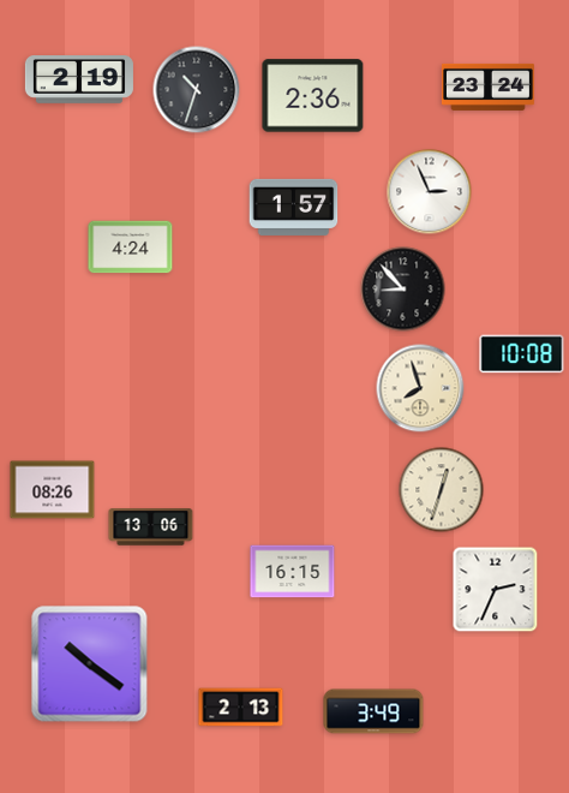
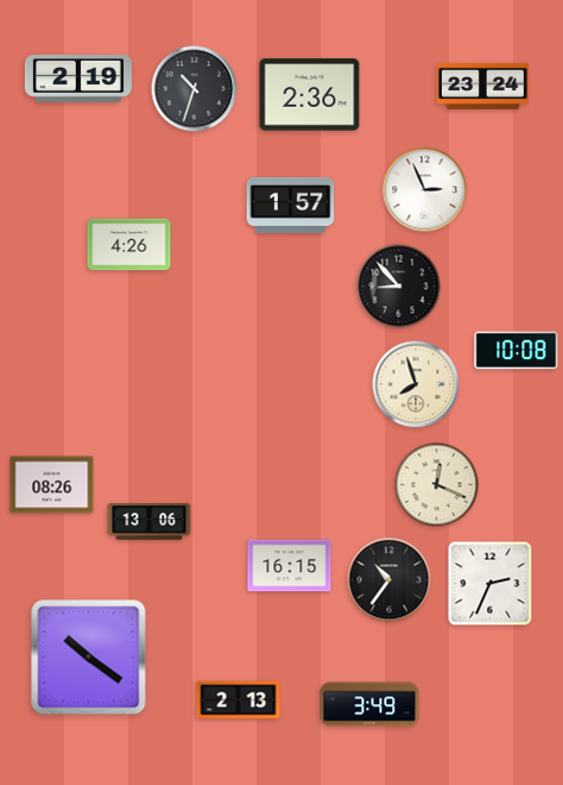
clock at (131, 248): 4:24 -> 4:26
clock at (442, 490): 12:33 -> 12:19
clock at (390, 580): none -> 10:36
